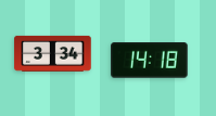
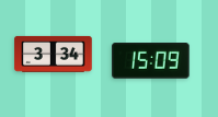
clock at (150, 61): 14:18 -> 15:09
